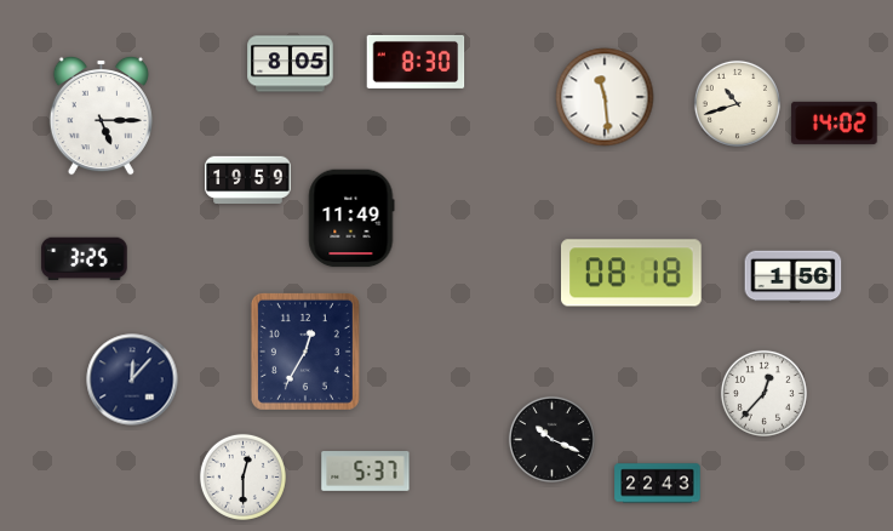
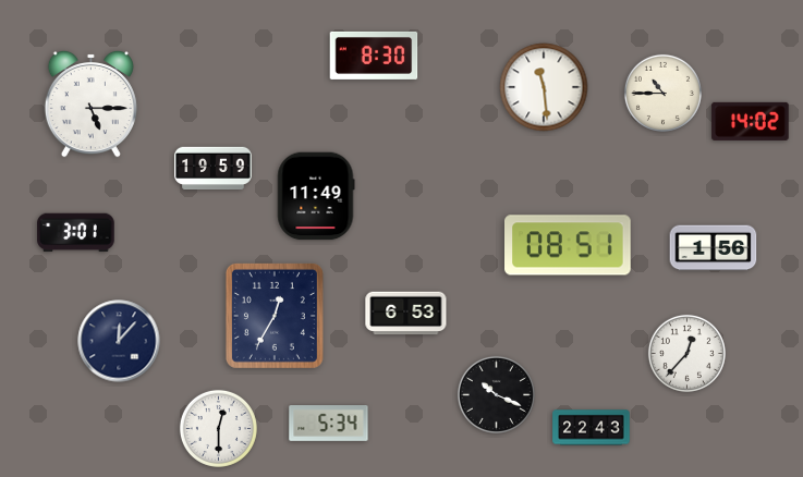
clock at (291, 64): 8:05 -> none
clock at (737, 103): 10:42 -> 10:45
clock at (835, 122) position: (835, 122) -> (751, 121)
clock at (248, 181) position: (248, 181) -> (214, 169)
clock at (85, 259): 3:25 -> 3:01
clock at (632, 273): 08:18 -> 08:51
clock at (406, 314): none -> 6:53
clock at (366, 472): 5:37 -> 5:34
clock at (658, 484) position: (658, 484) -> (592, 428)
